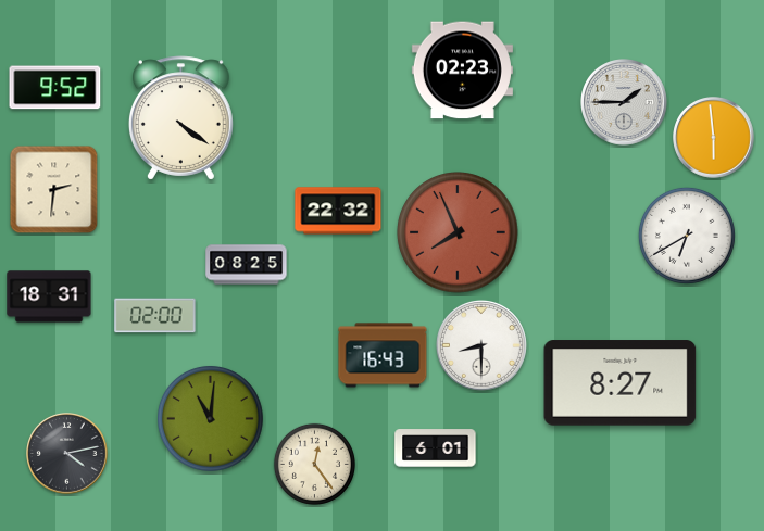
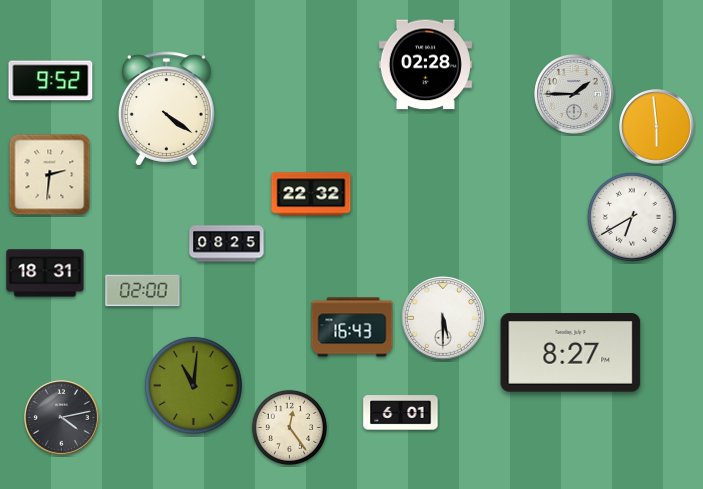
clock at (462, 71): 02:23 -> 02:28
clock at (458, 232): 7:56 -> none
clock at (481, 345): 8:30 -> 5:30
